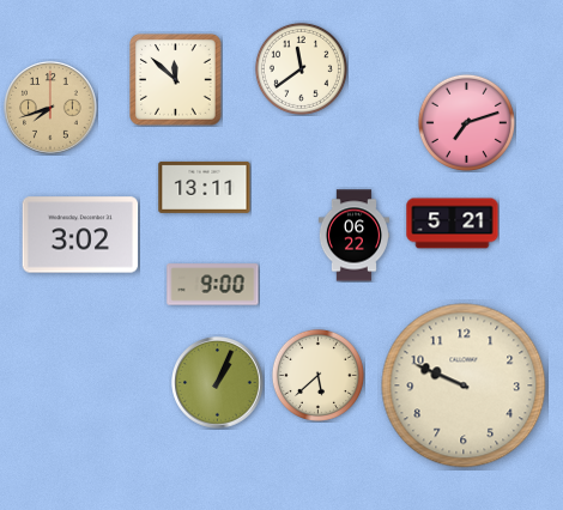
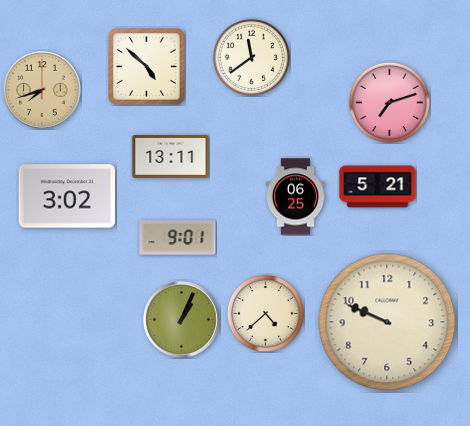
clock at (176, 80): 11:52 -> 4:52
clock at (353, 236): 06:22 -> 06:25
clock at (213, 285): 9:00 -> 9:01
clock at (317, 375): 5:38 -> 4:38
